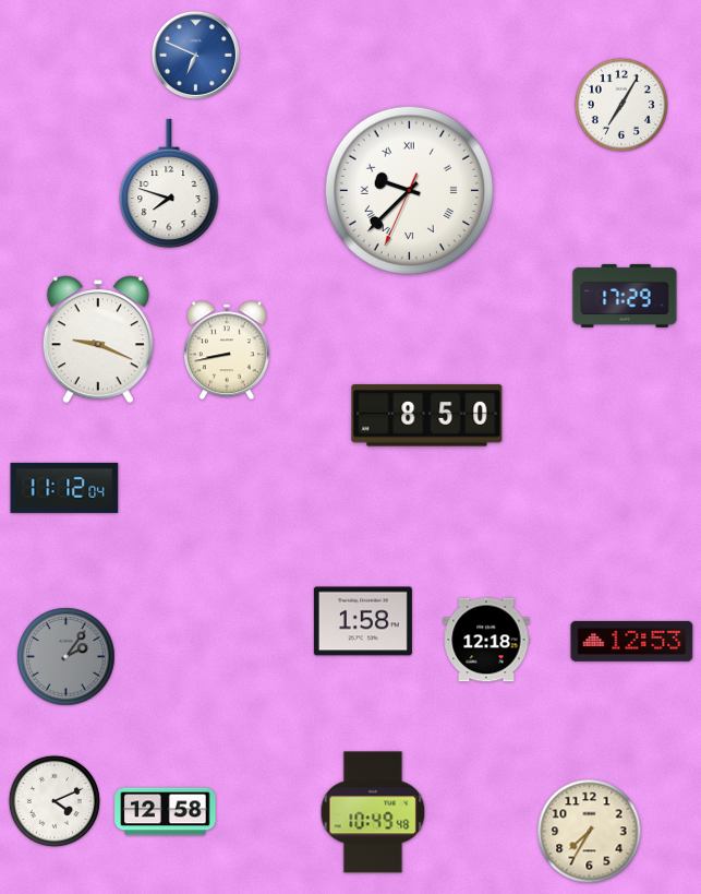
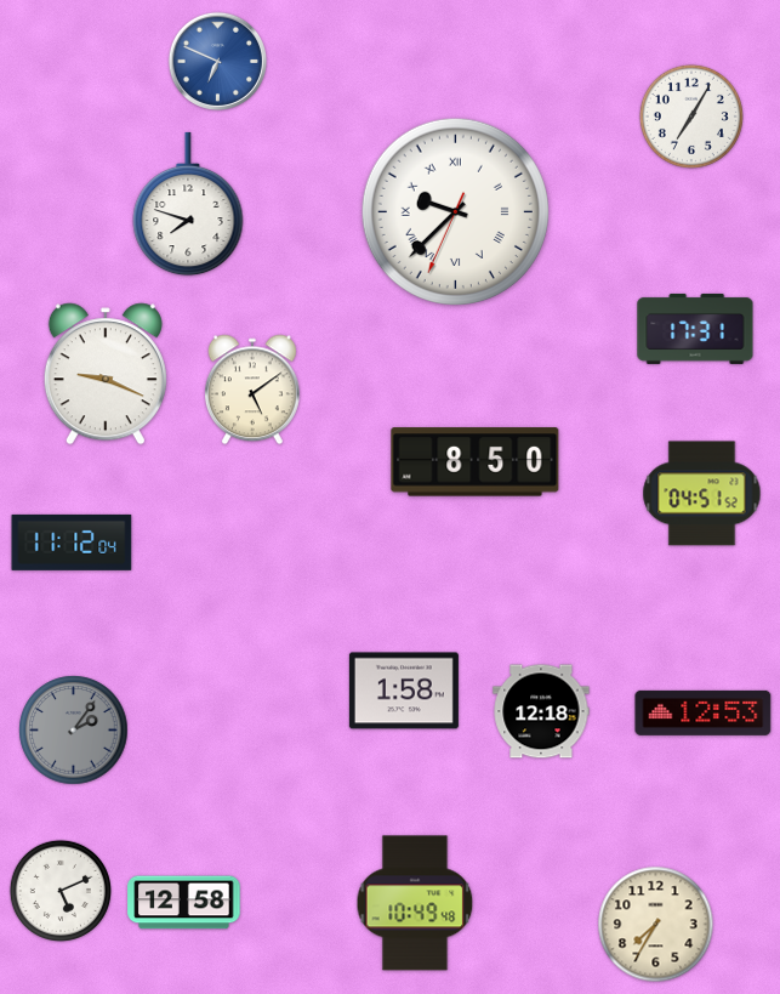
clock at (625, 296): 17:29 -> 17:31
clock at (98, 339) position: (98, 339) -> (106, 374)
clock at (227, 350): 8:43 -> 5:09
clock at (702, 494): none -> 04:51
clock at (55, 801): 4:11 -> 5:11
